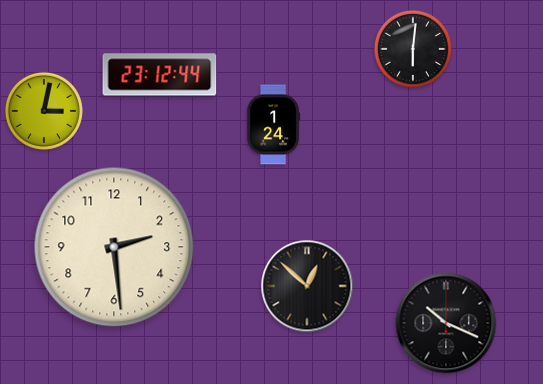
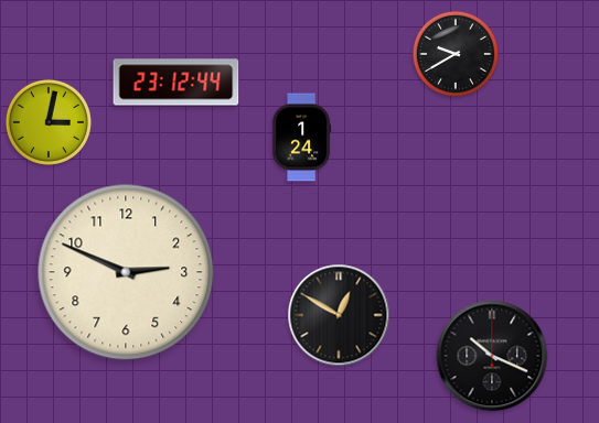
clock at (413, 49): 6:01 -> 9:40
clock at (114, 247): 2:29 -> 2:49
clock at (307, 286): 12:52 -> 12:50
